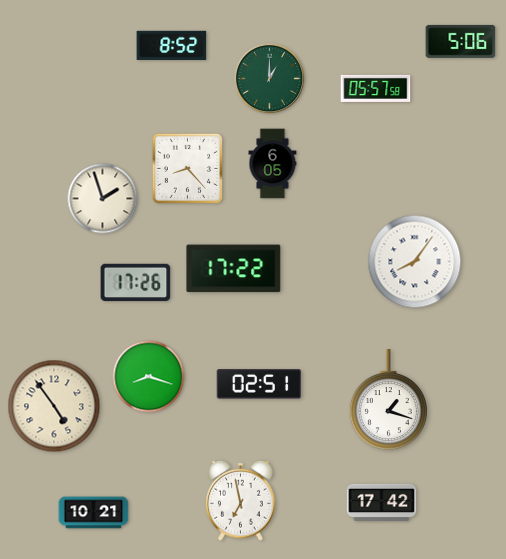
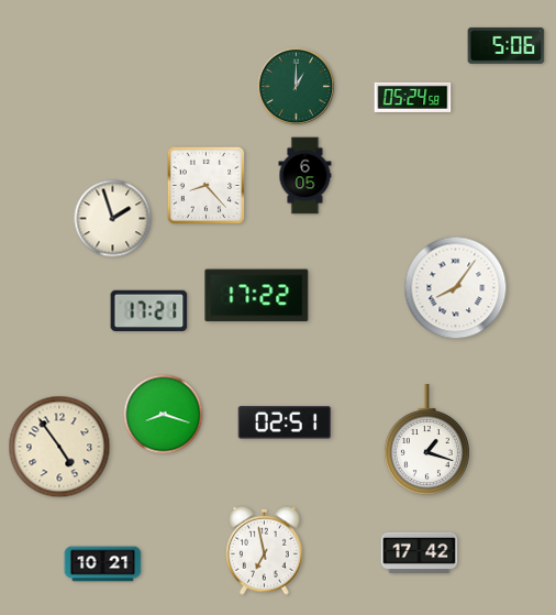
clock at (172, 45): 8:52 -> none
clock at (376, 88): 05:57 -> 05:24
clock at (273, 164) position: (273, 164) -> (305, 176)
clock at (136, 283): 17:26 -> 17:21
